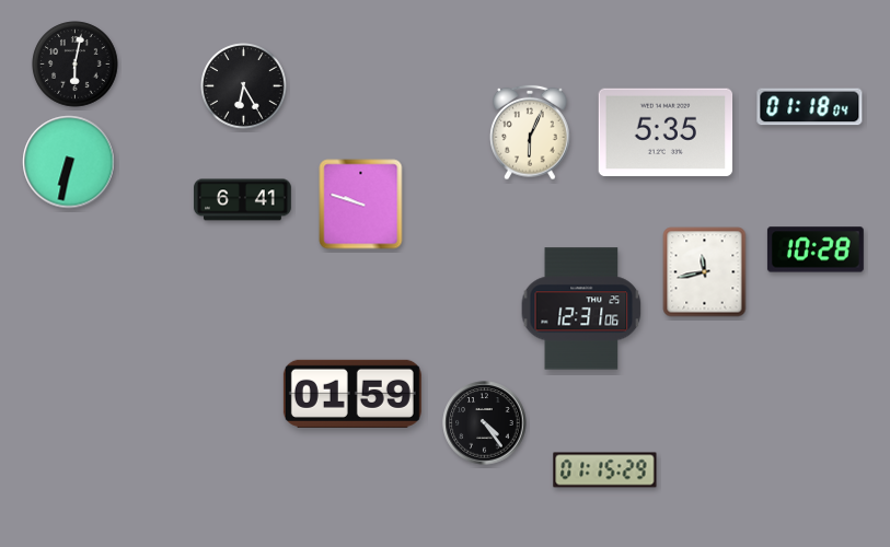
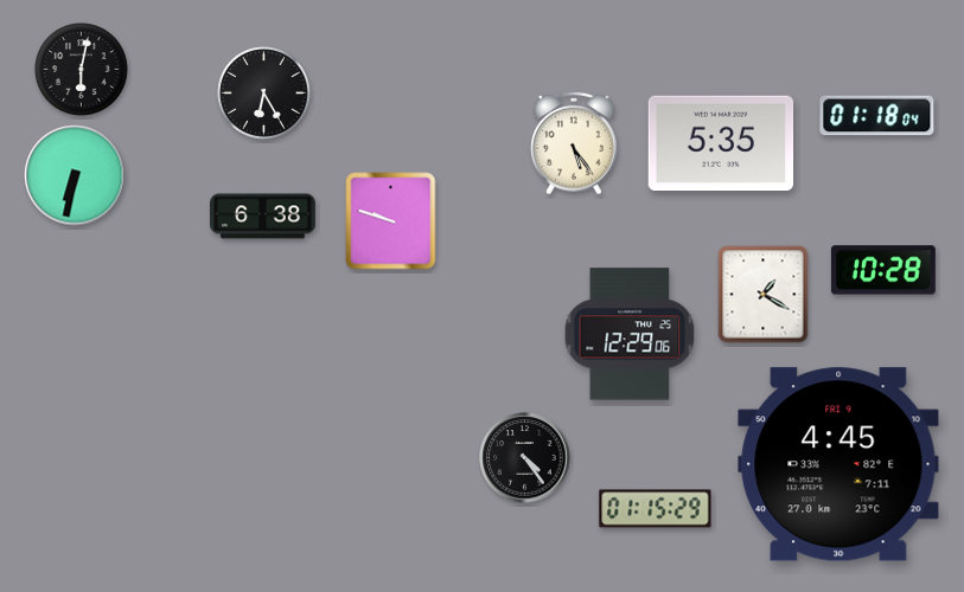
clock at (530, 132): 6:04 -> 5:24
clock at (243, 200): 6:41 -> 6:38
clock at (705, 272): 11:43 -> 1:20
clock at (581, 309): 12:31 -> 12:29
clock at (352, 394): 01:59 -> none
clock at (838, 464): none -> 4:45
